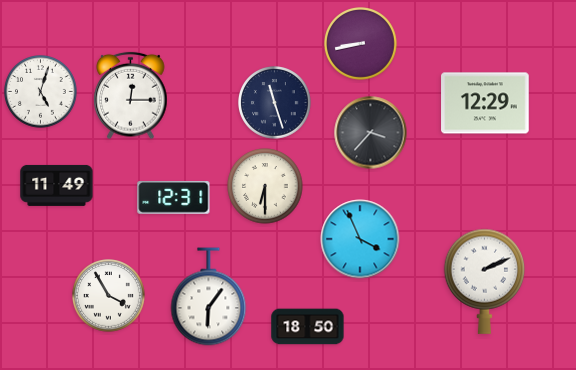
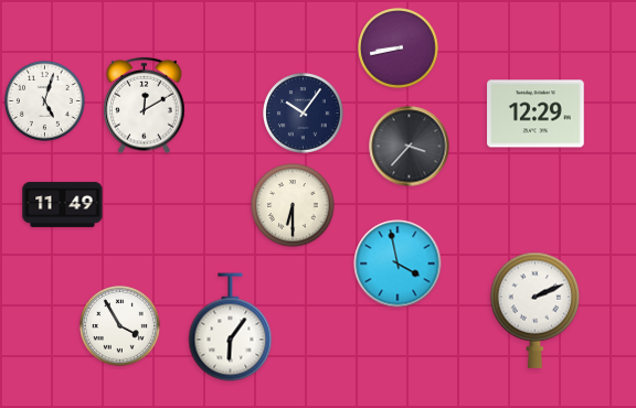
clock at (131, 96): 12:15 -> 12:10
clock at (275, 103): 11:27 -> 10:06
clock at (174, 198): 12:31 -> none
clock at (360, 239): 3:56 -> 3:58
clock at (308, 327): 18:50 -> none
